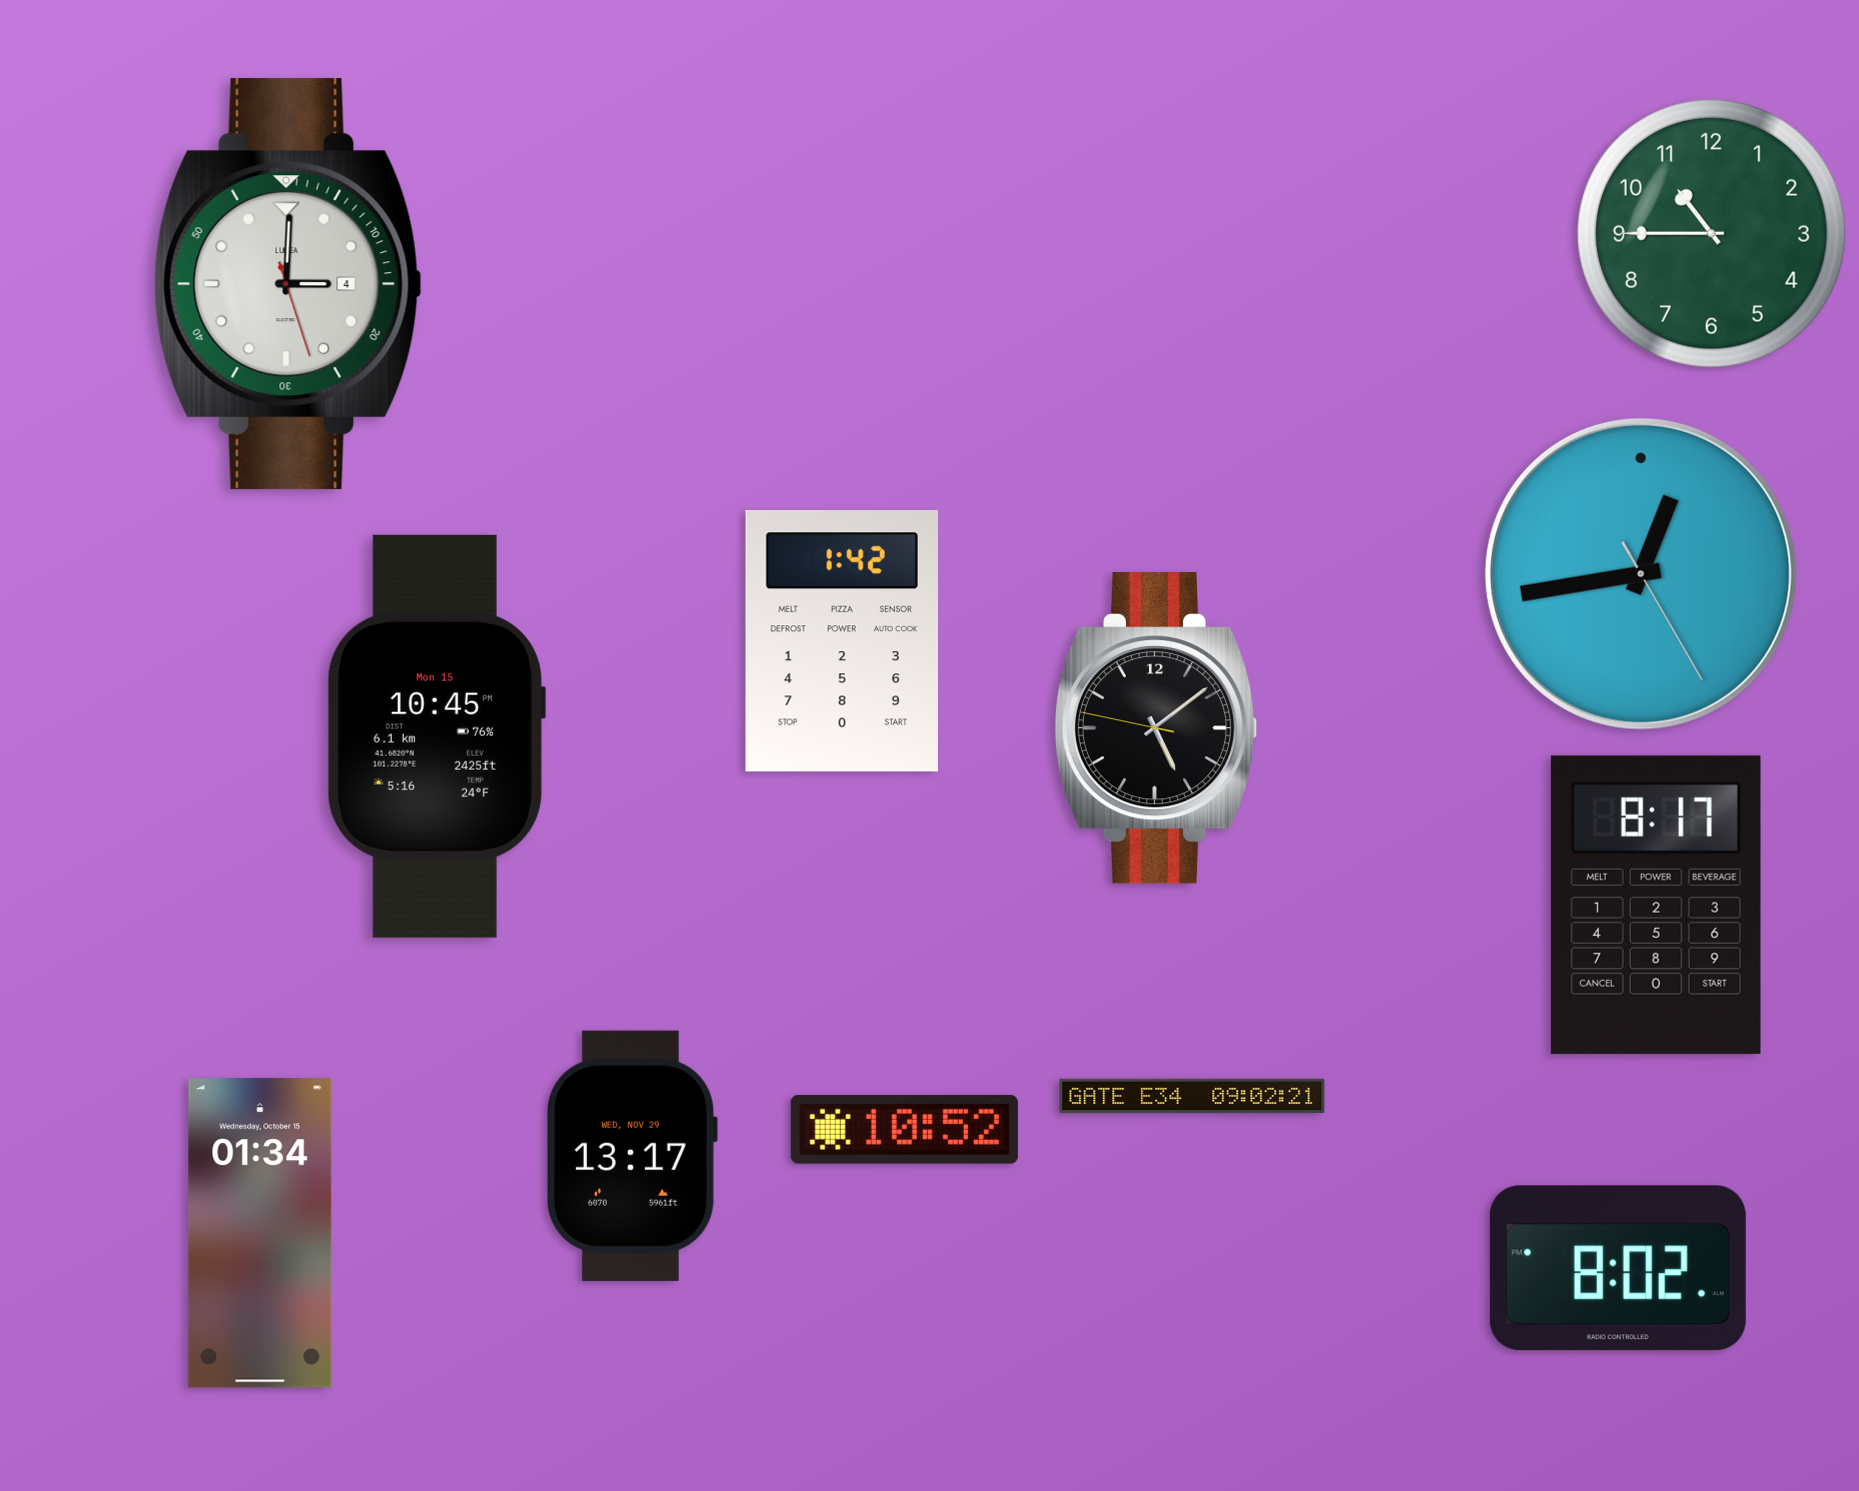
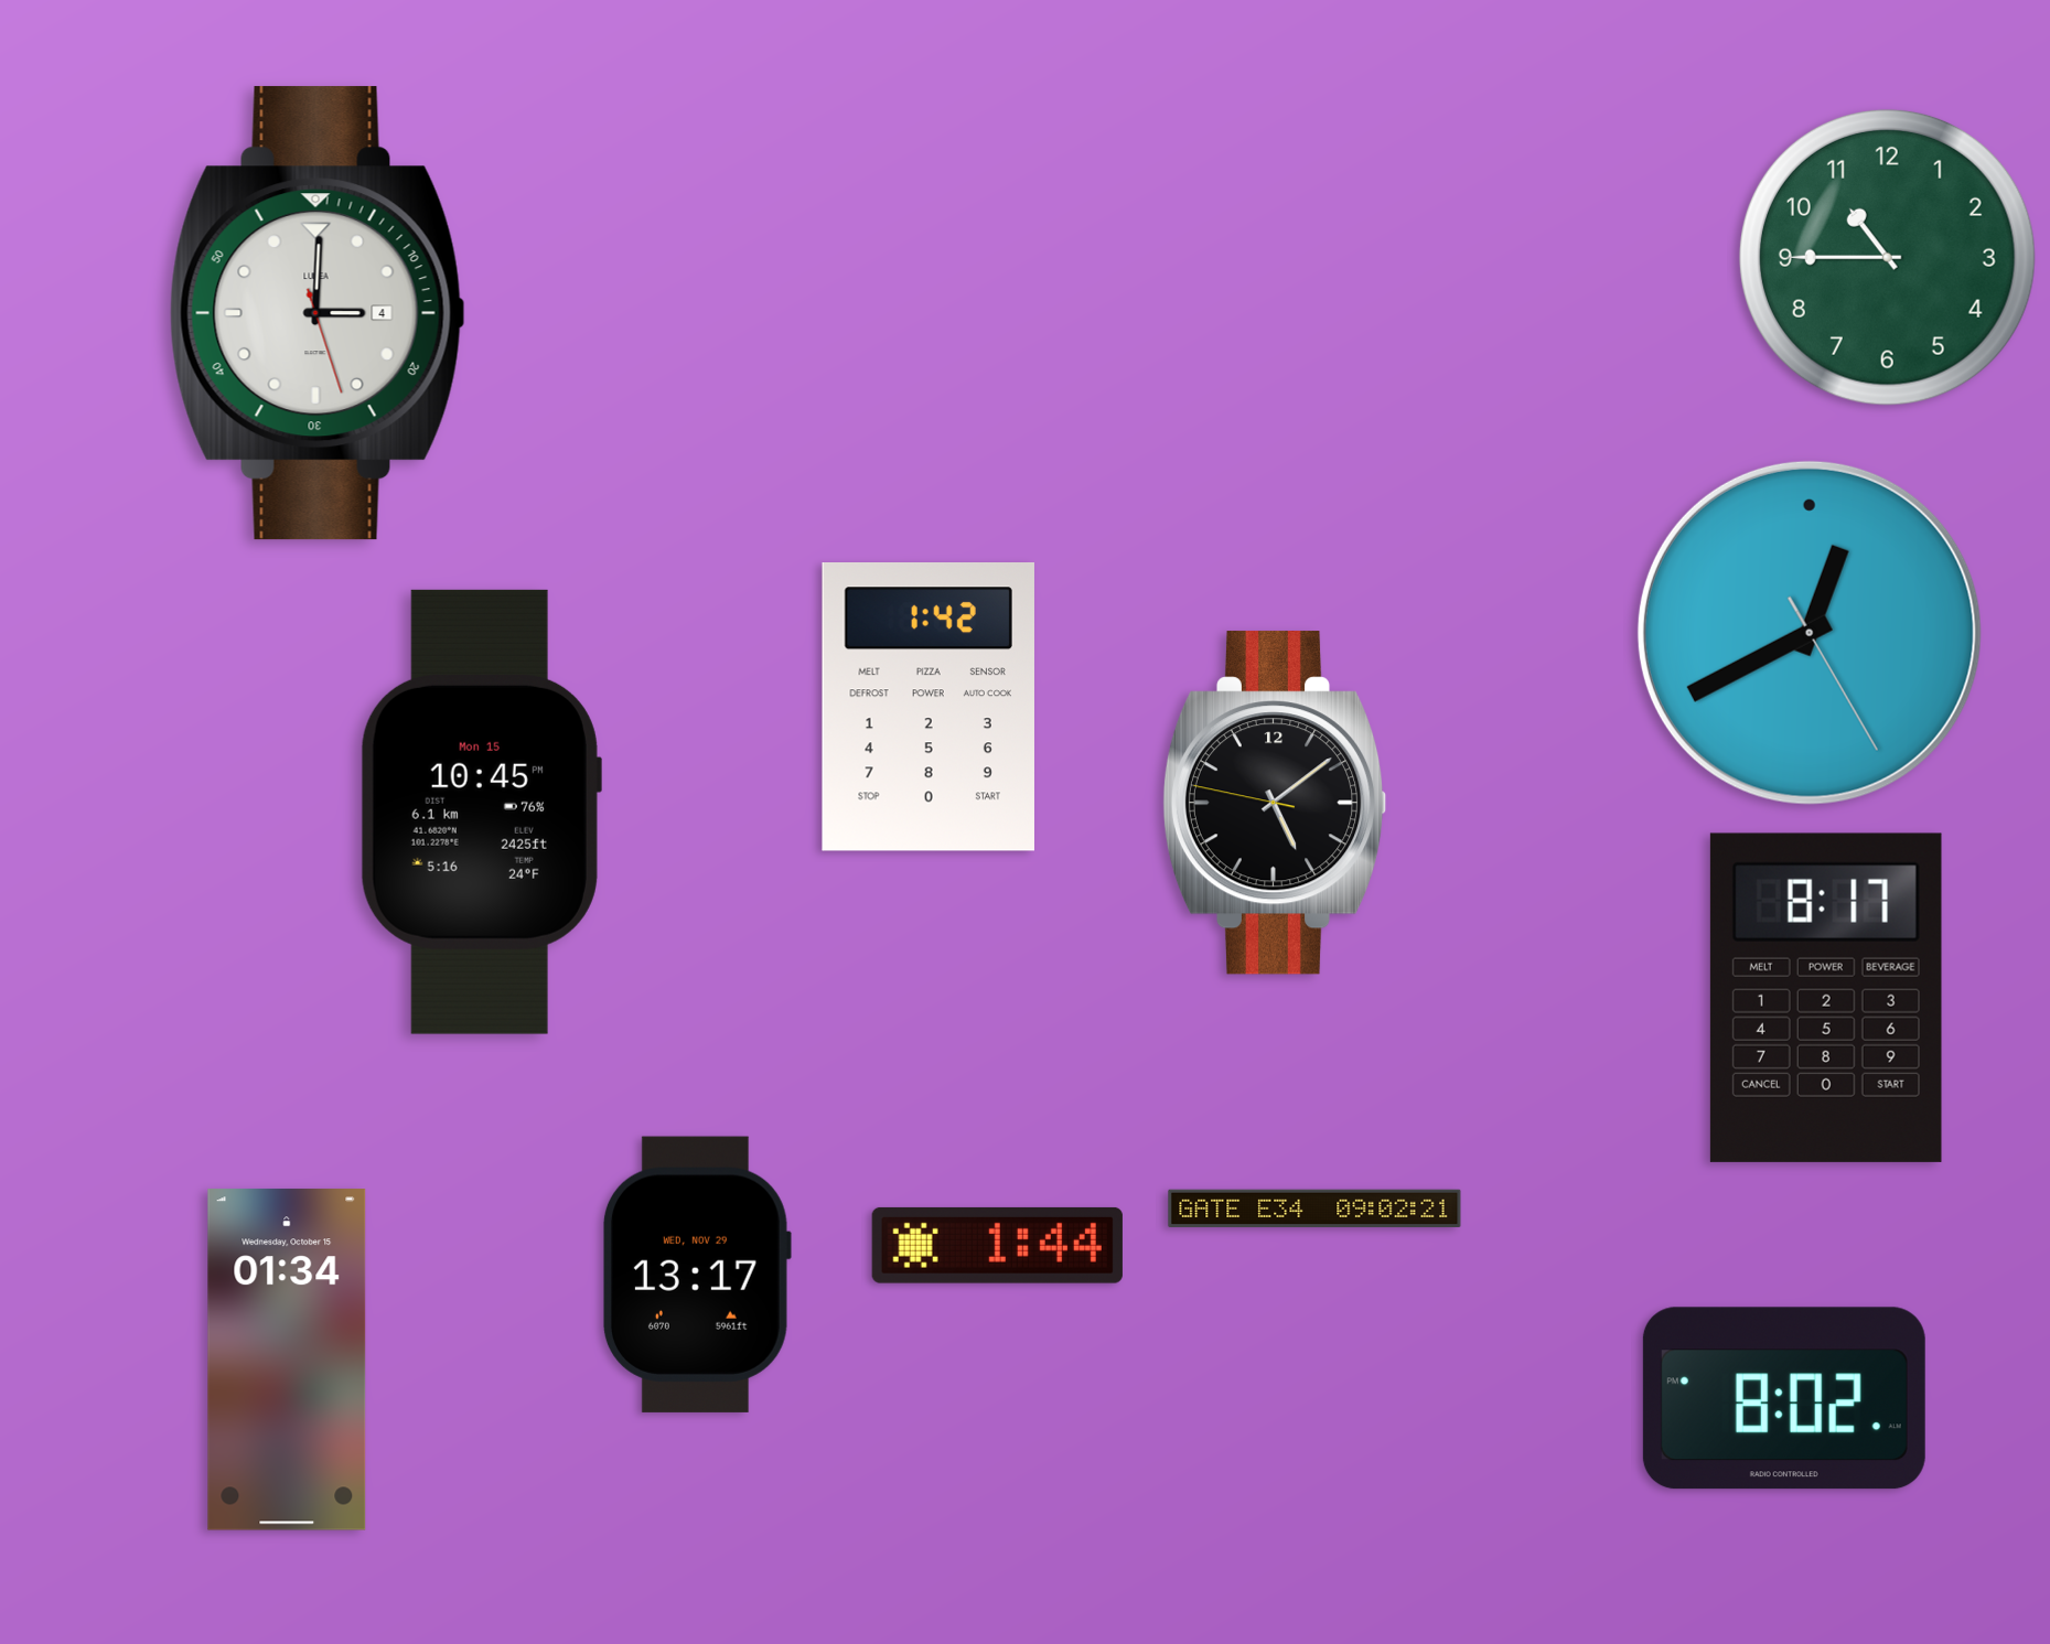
clock at (1641, 574): 12:43 -> 12:40
clock at (904, 1129): 10:52 -> 1:44
